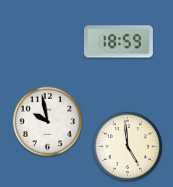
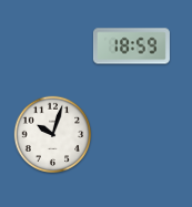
clock at (48, 122): 9:58 -> 10:03
clock at (128, 147): 4:59 -> none
